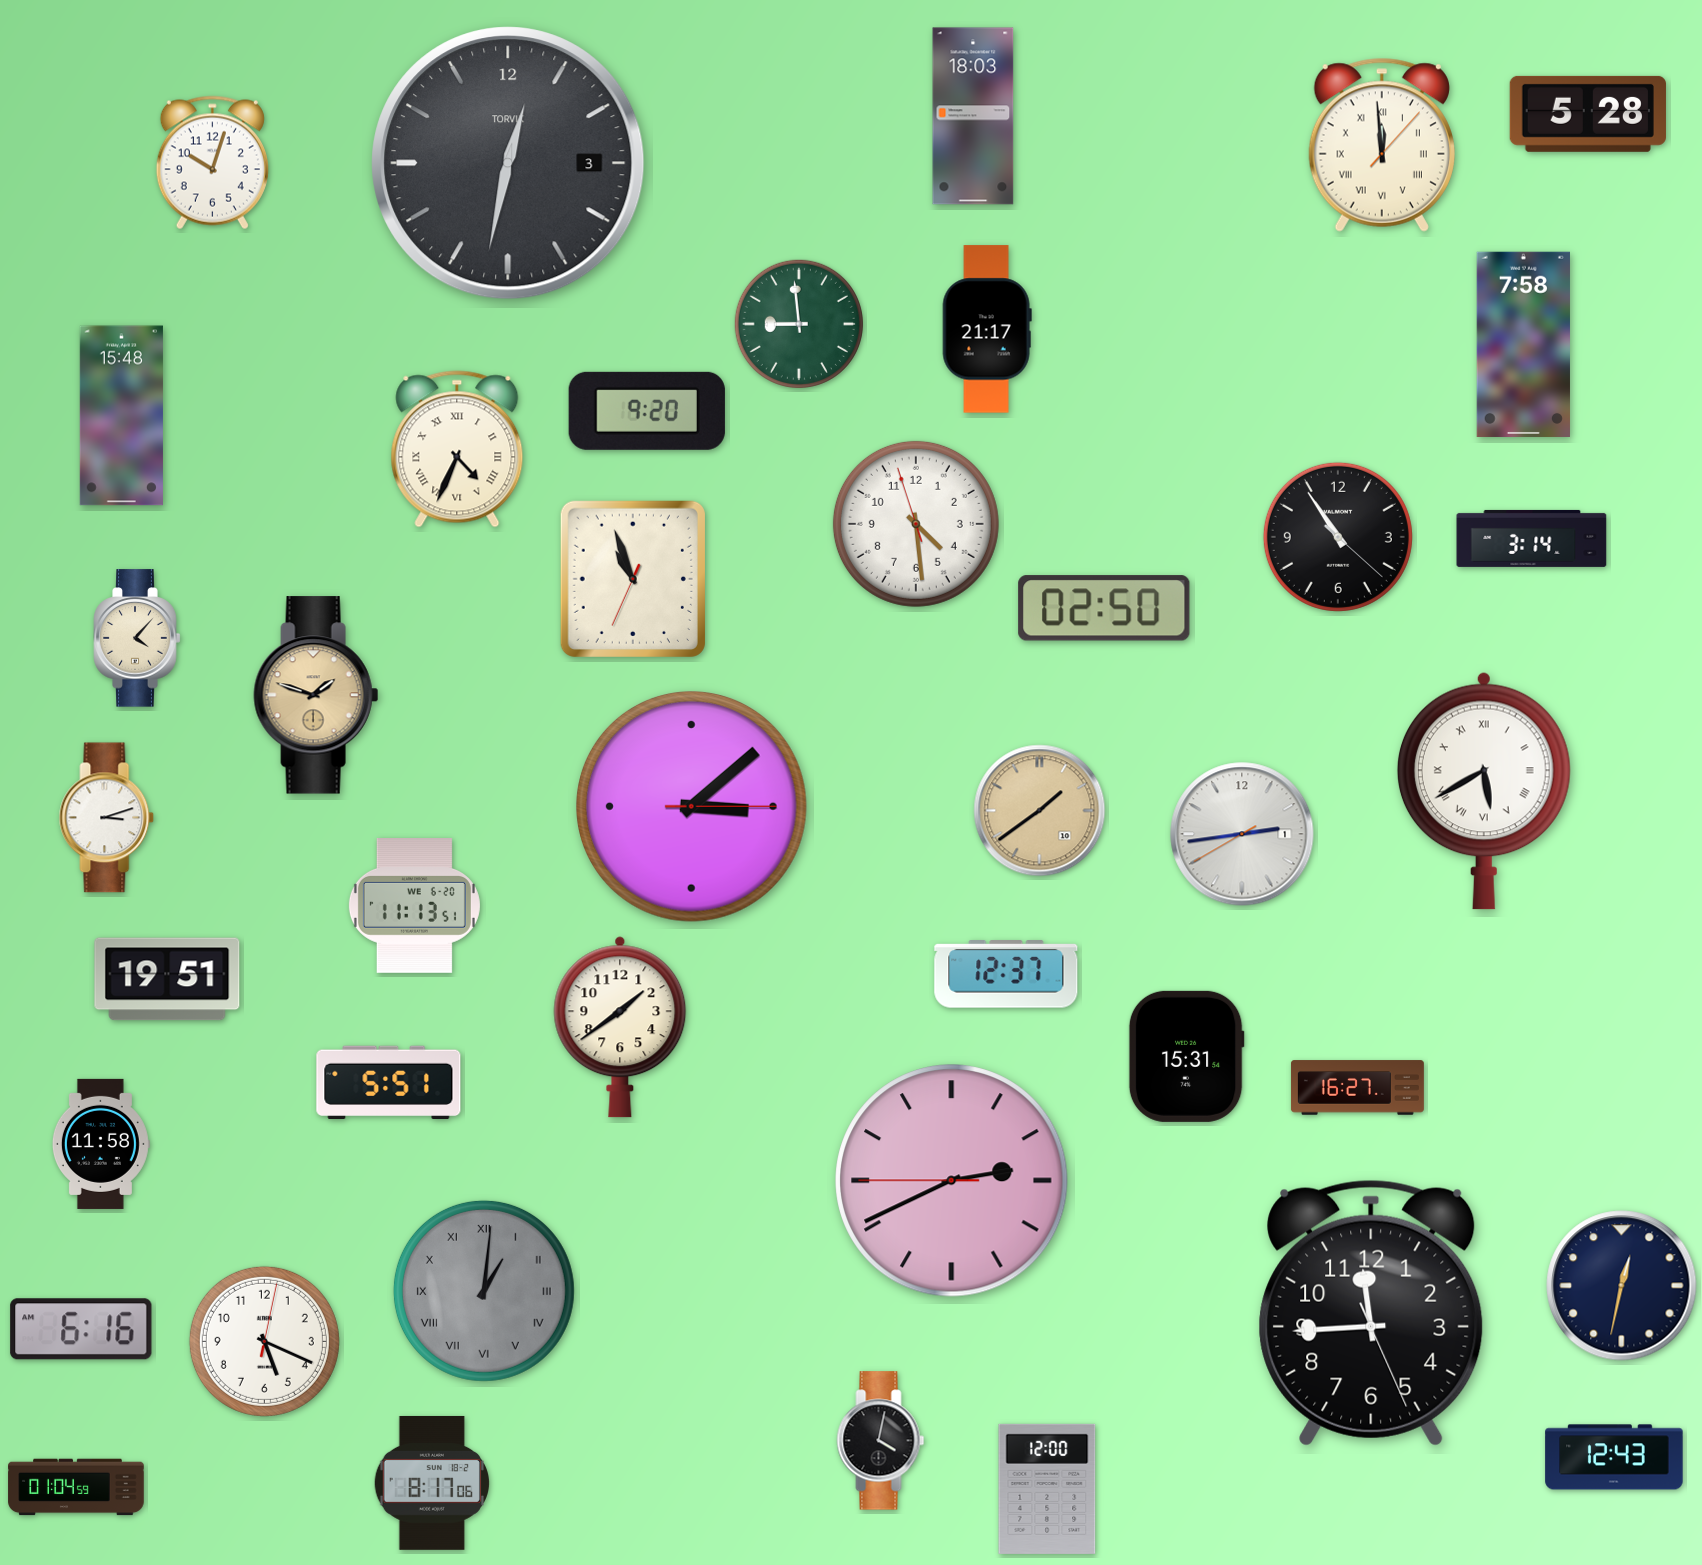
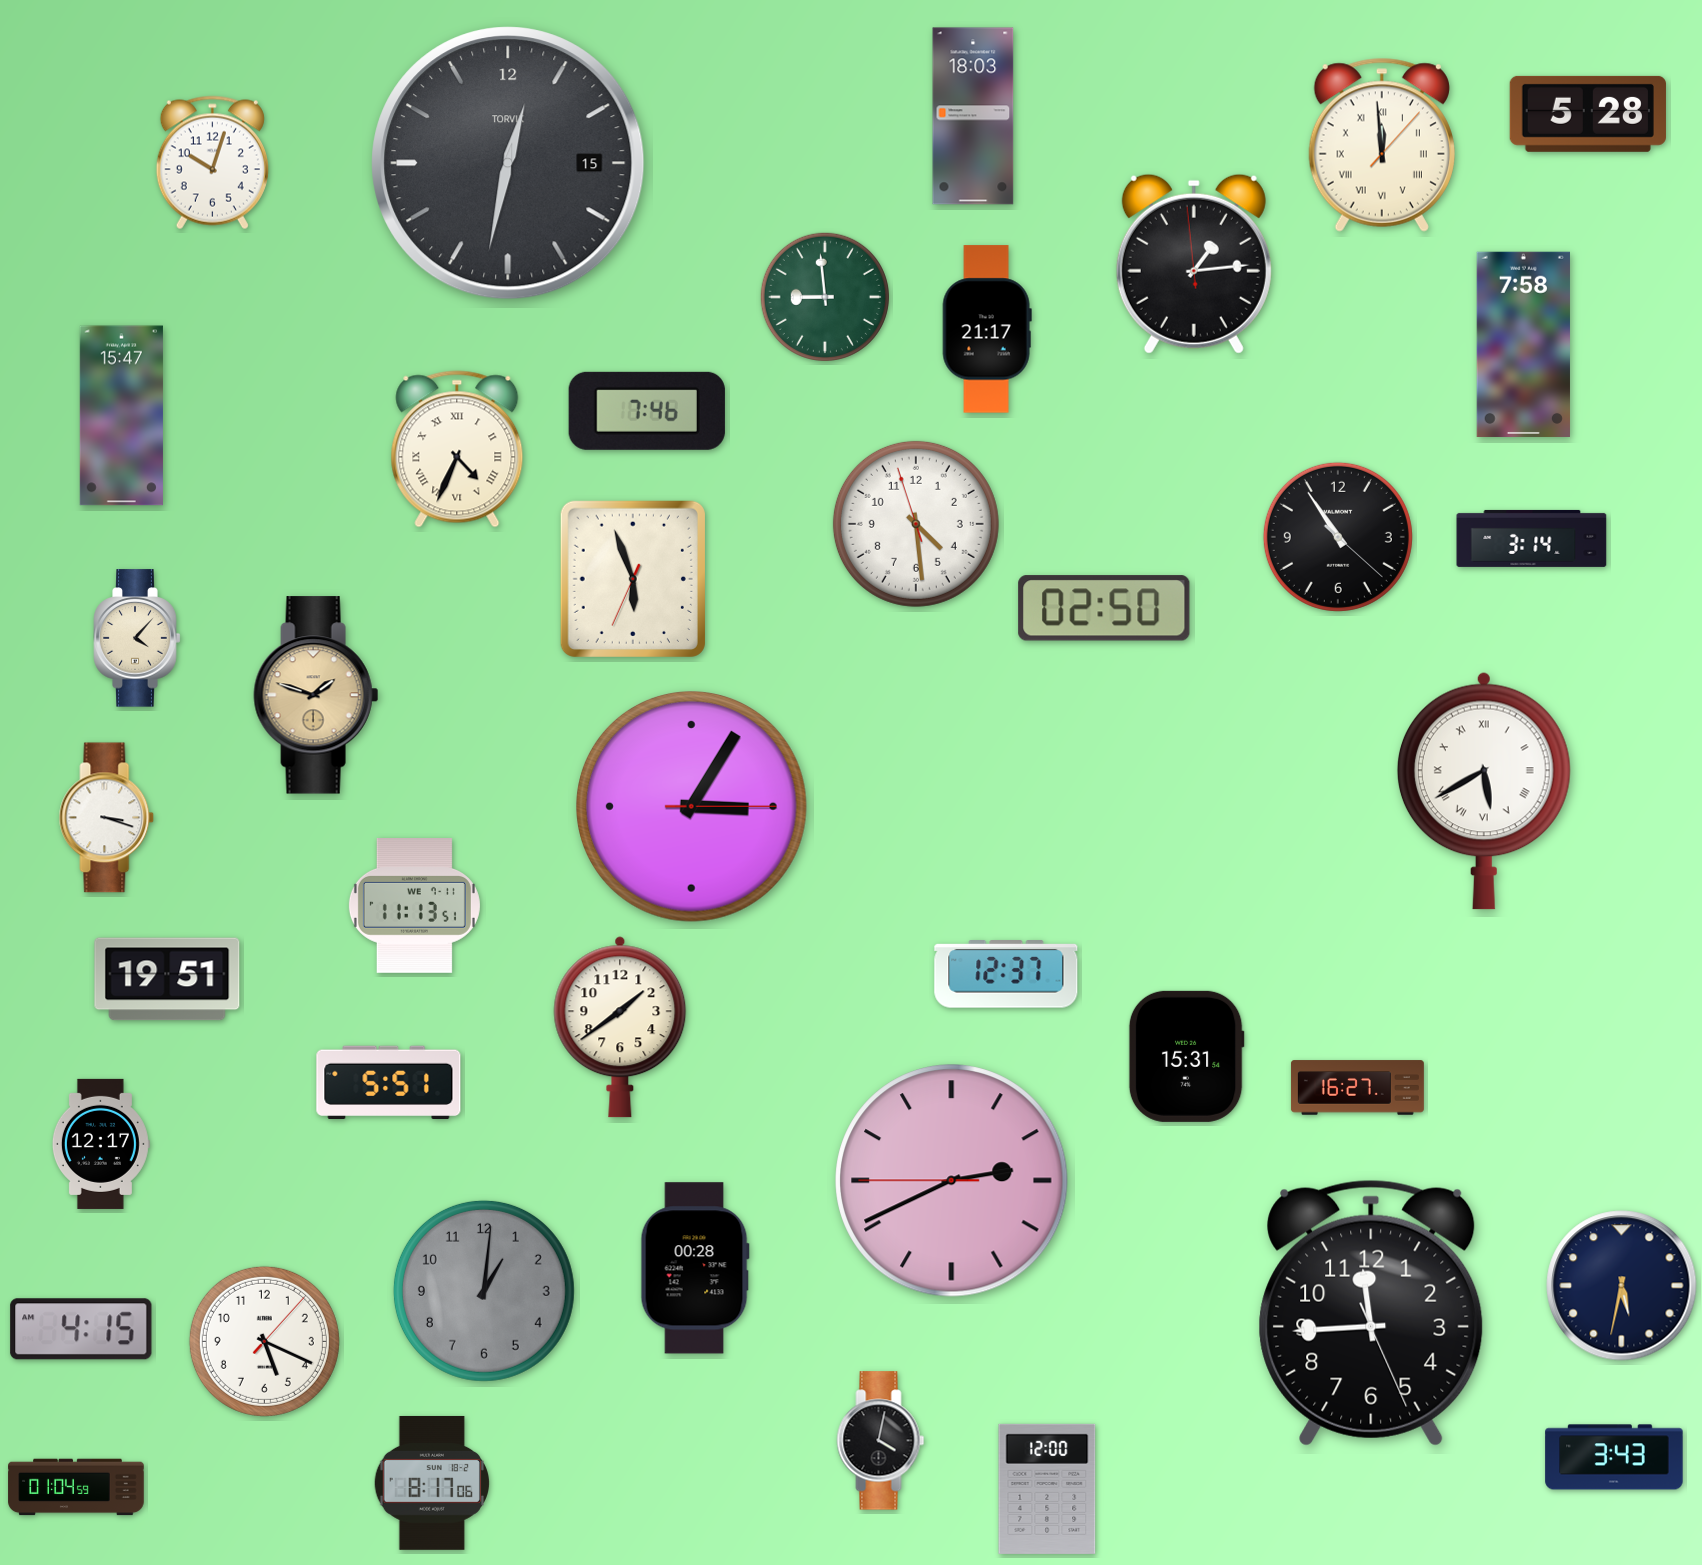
clock at (508, 163) date: 3 -> 15
clock at (1194, 264): none -> 1:13
clock at (799, 324) position: (799, 324) -> (825, 297)
clock at (647, 411): 9:20 -> 7:46
clock at (121, 416): 15:48 -> 15:47
clock at (633, 579): 10:56 -> 5:56
clock at (692, 807): 3:08 -> 3:05
clock at (1040, 811): 1:39 -> none
clock at (107, 818): 3:12 -> 3:18
clock at (1242, 834): 2:43 -> none
clock at (414, 906) date: WE 6-20 -> WE 7-11
clock at (101, 1144): 11:58 -> 12:17
clock at (695, 1268): none -> 00:28
clock at (1622, 1286): 12:32 -> 5:32
clock at (484, 1291) numerals: Roman -> Arabic
clock at (81, 1329): 6:16 -> 4:15
clock at (264, 1341): 5:19:02 -> 5:19:07
clock at (1614, 1457): 12:43 -> 3:43
